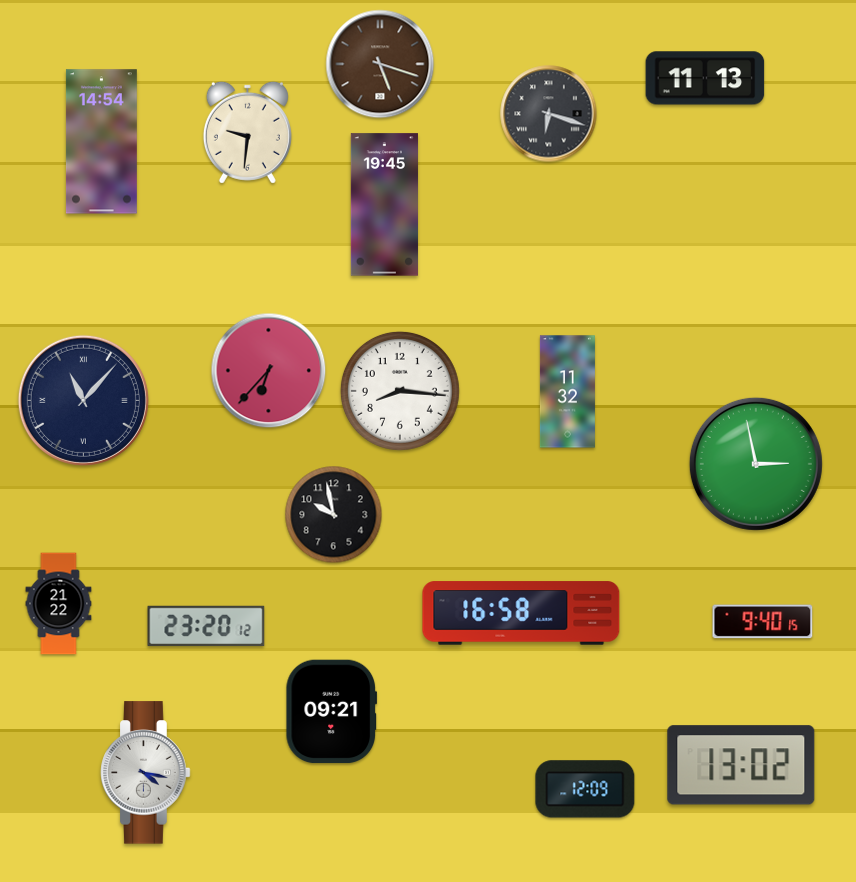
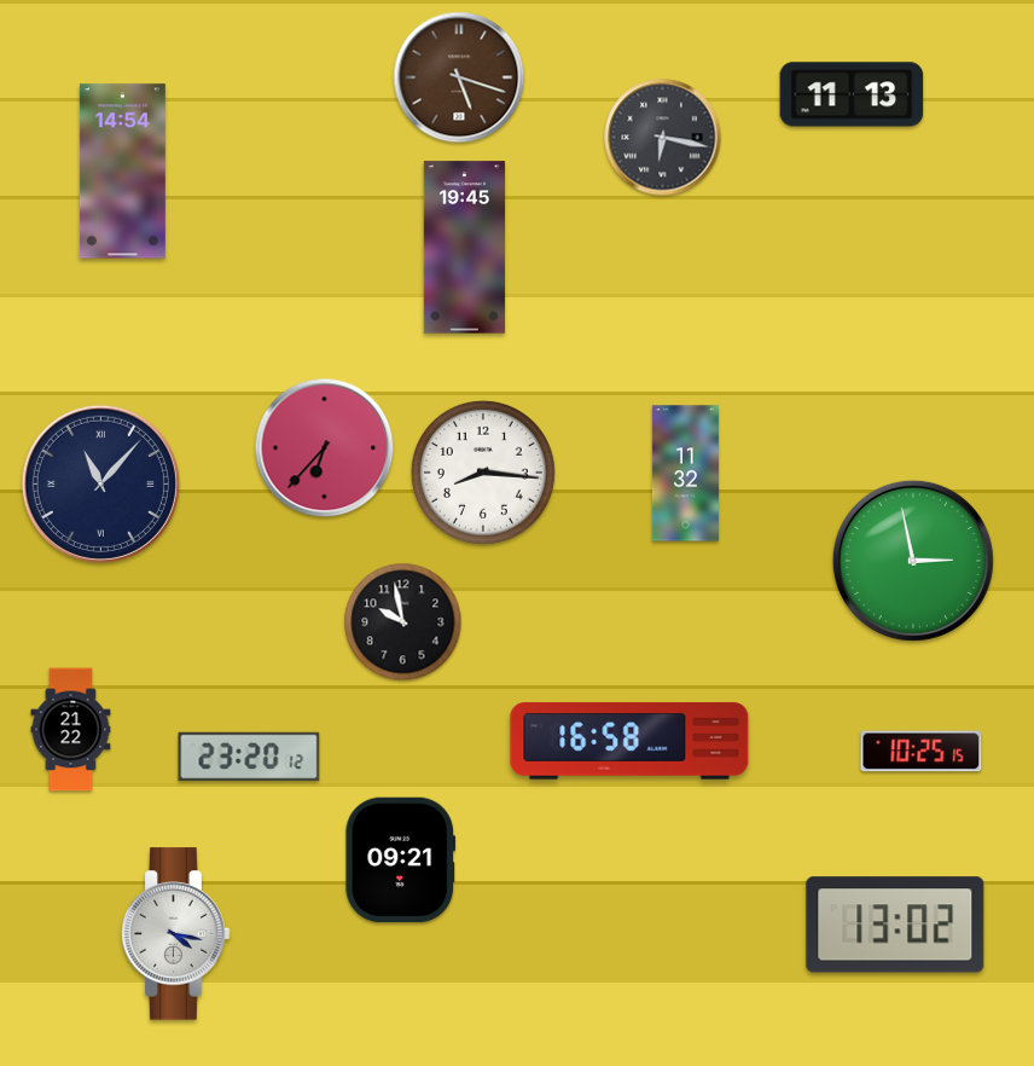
clock at (549, 114): 6:18 -> 6:17
clock at (247, 132): 9:31 -> none
clock at (763, 622): 9:40 -> 10:25
clock at (585, 789): 12:09 -> none
